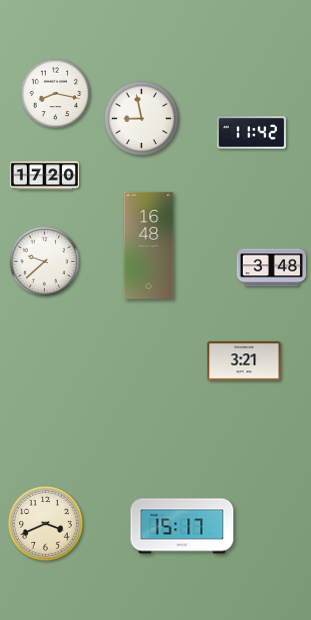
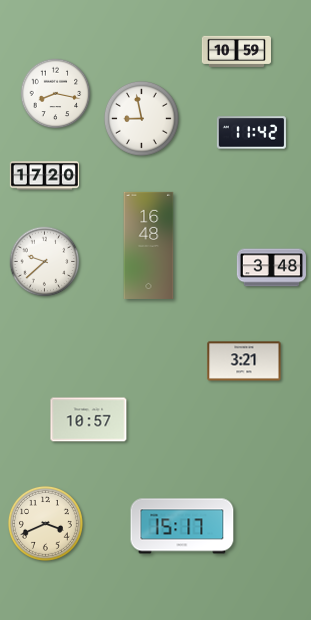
clock at (236, 52): none -> 10:59
clock at (89, 420): none -> 10:57
